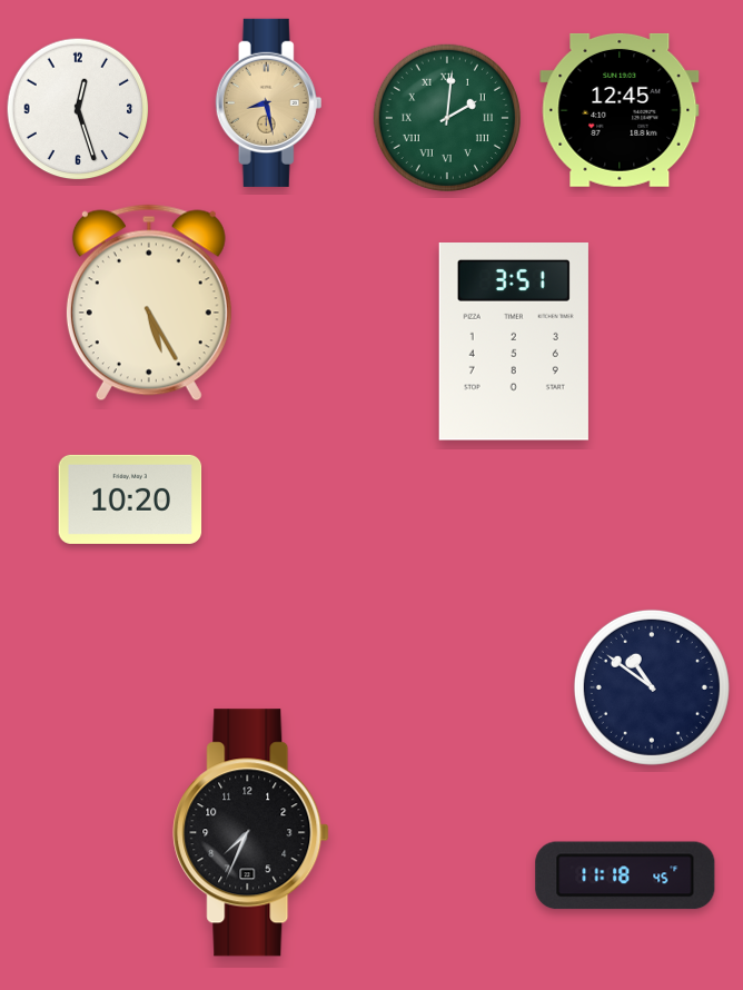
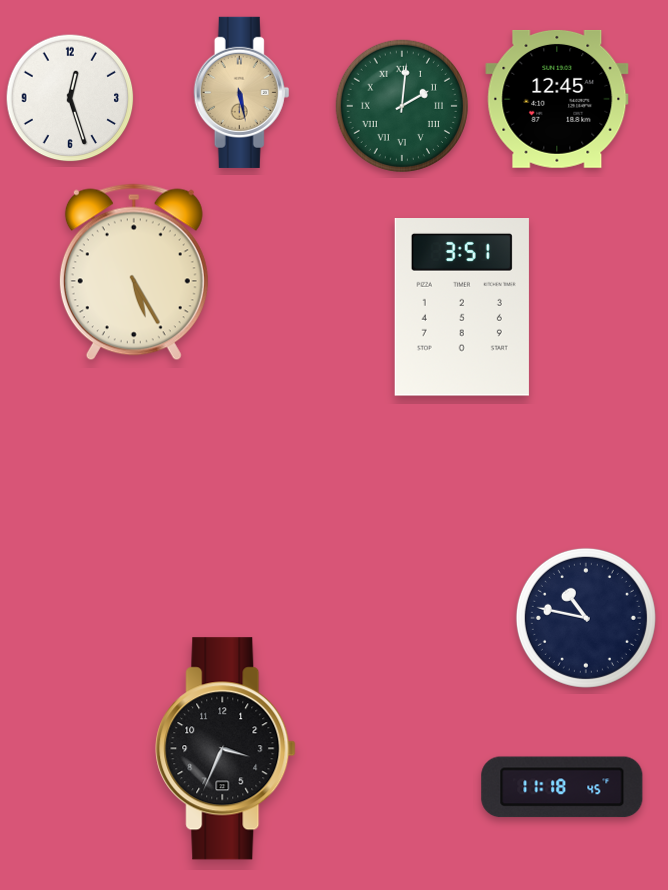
clock at (269, 102): 8:28 -> 5:28
clock at (130, 499): 10:20 -> none
clock at (652, 687): 10:51 -> 10:47
clock at (251, 833): 7:34 -> 3:34
